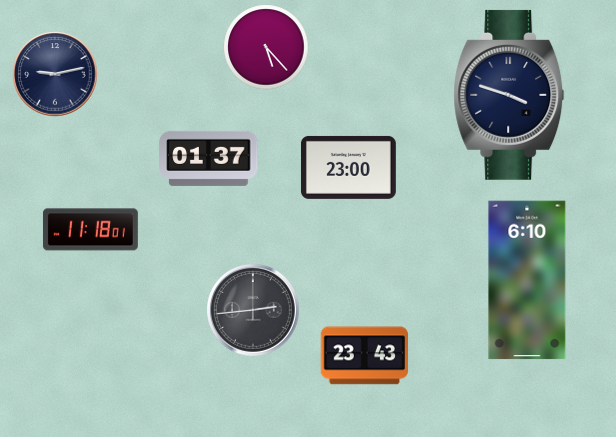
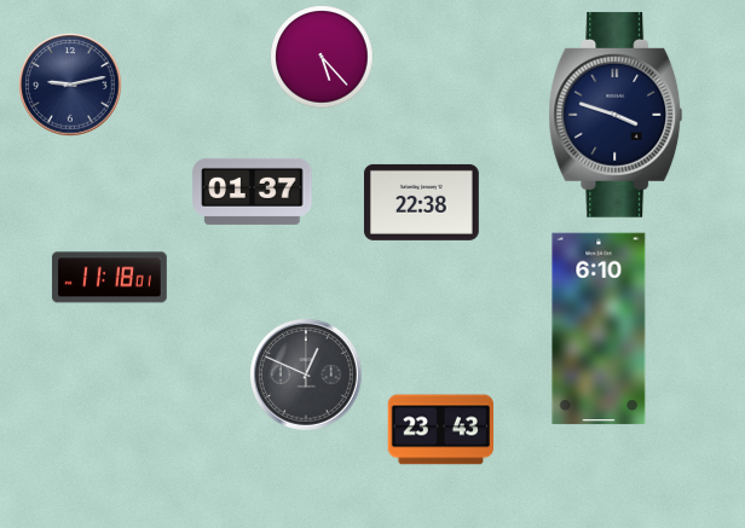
clock at (55, 74) position: (55, 74) -> (70, 85)
clock at (348, 167): 23:00 -> 22:38
clock at (527, 280) position: (527, 280) -> (599, 329)
clock at (254, 311): 2:44 -> 12:49
